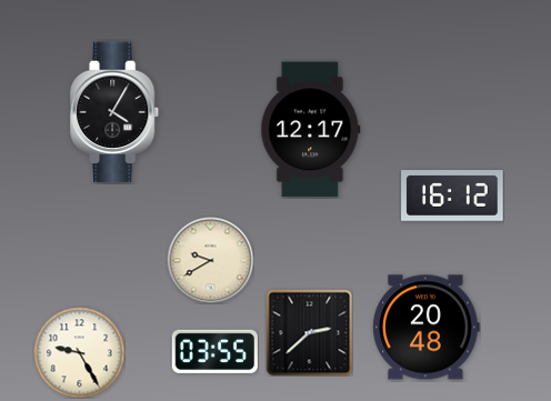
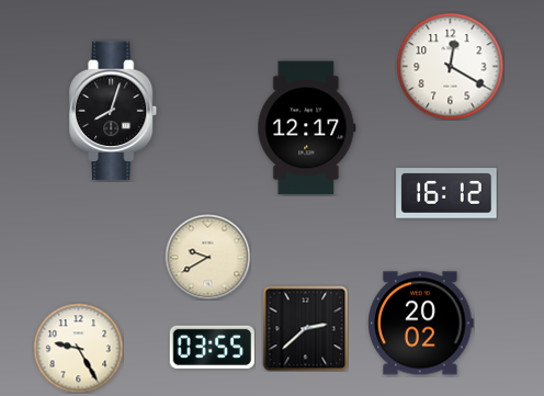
clock at (450, 66): none -> 12:20
clock at (116, 112): 4:05 -> 8:03
clock at (427, 328): 20:48 -> 20:02
